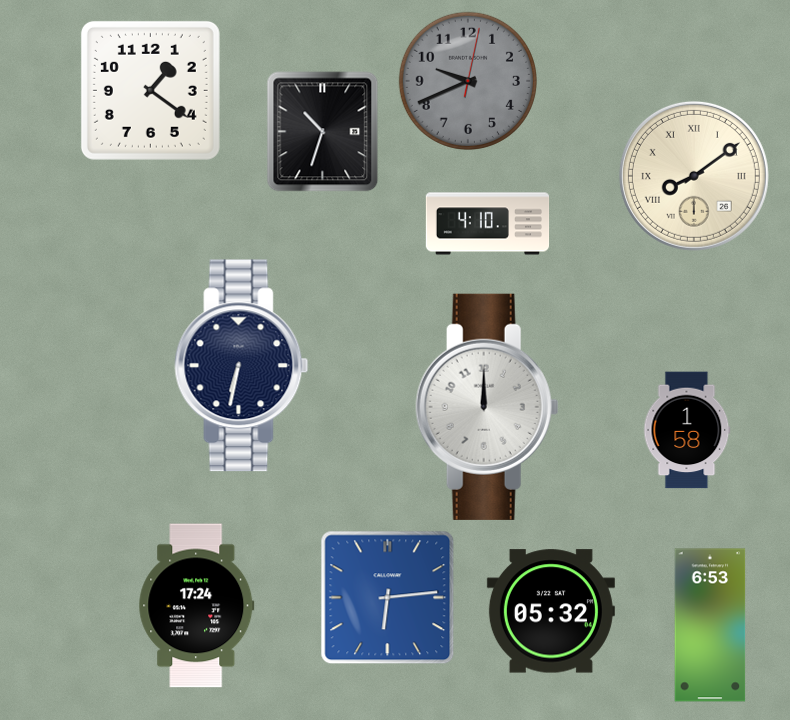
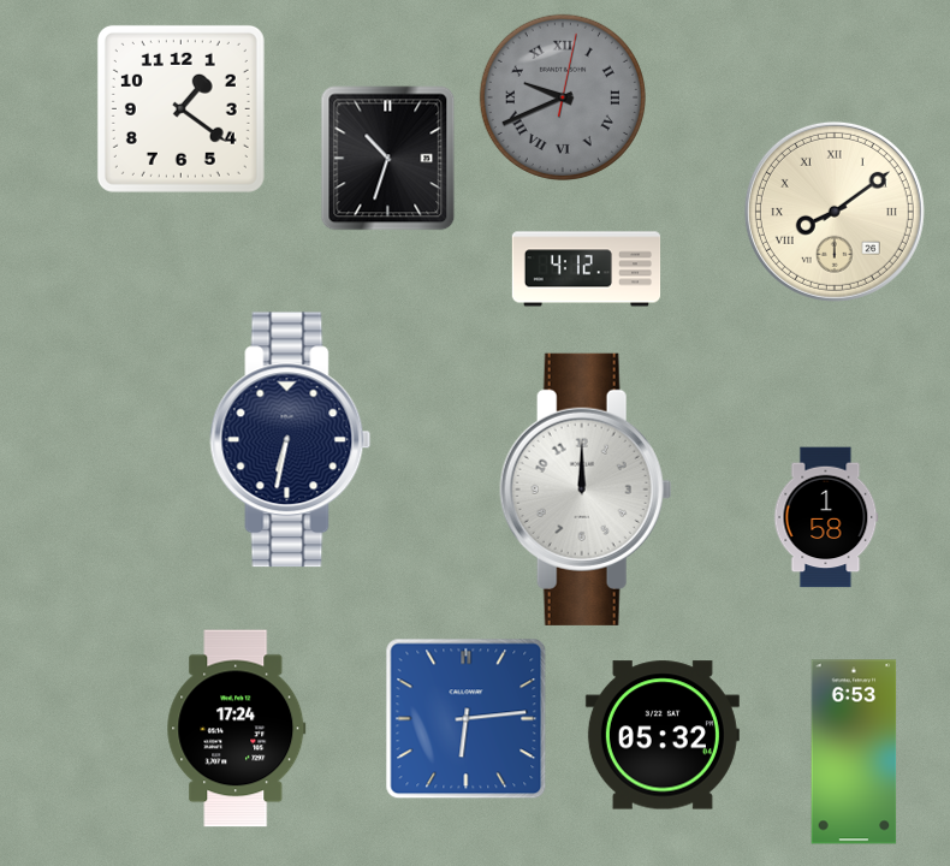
clock at (468, 81) numerals: Arabic -> Roman
clock at (488, 224): 4:10 -> 4:12
